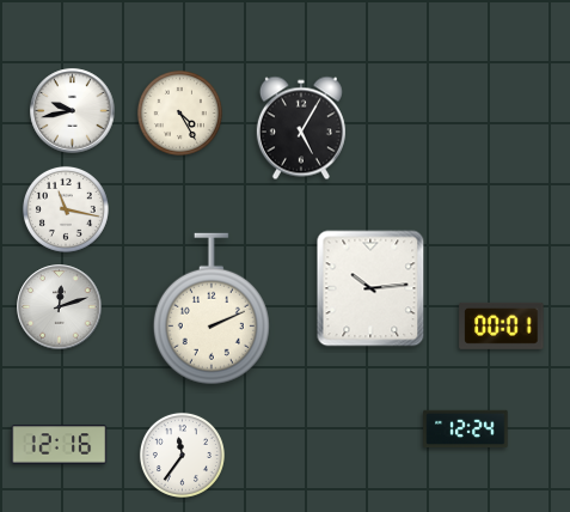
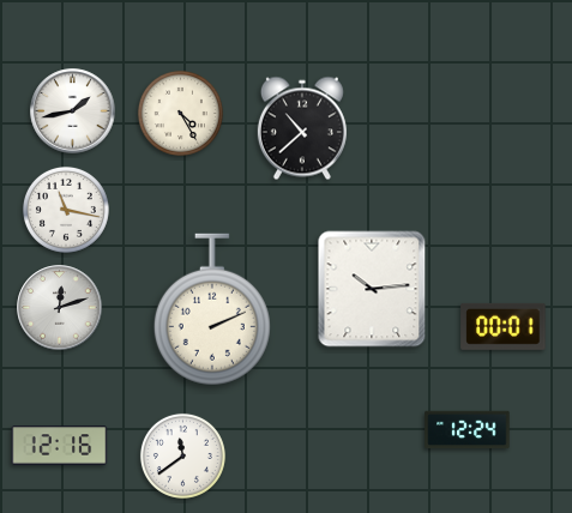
clock at (73, 111): 9:43 -> 1:43
clock at (301, 128): 5:05 -> 10:38
clock at (182, 455): 11:36 -> 11:39
